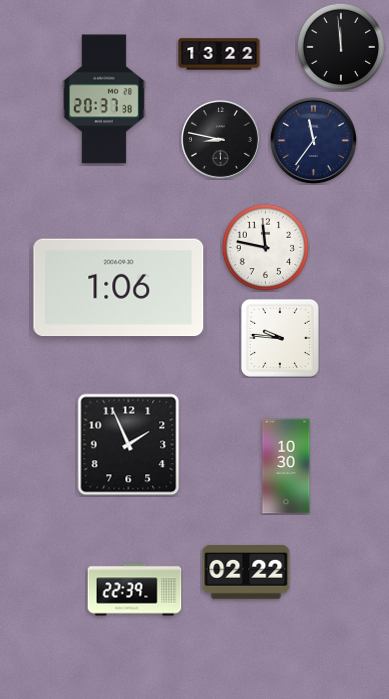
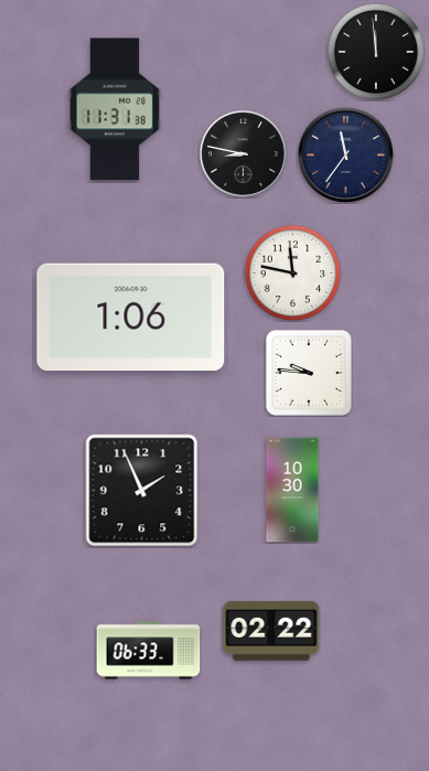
clock at (219, 54): 13:22 -> none
clock at (104, 99): 20:37 -> 11:31
clock at (286, 466) position: (286, 466) -> (292, 490)
clock at (135, 590): 22:39 -> 06:33
